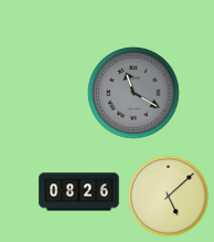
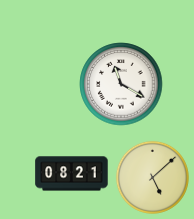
clock at (133, 93) dial: grey -> white
clock at (79, 192): 08:26 -> 08:21
